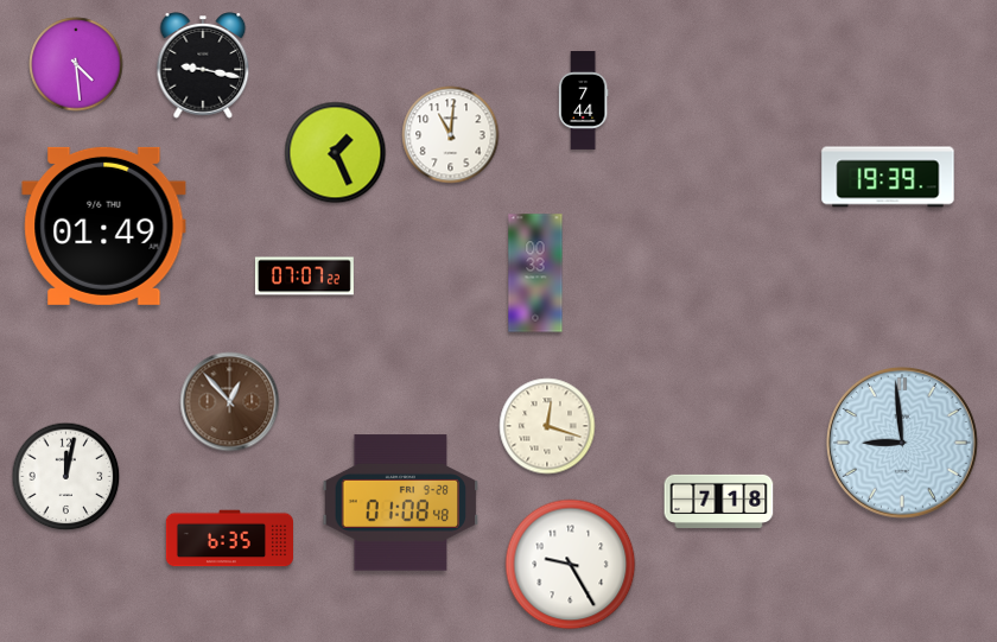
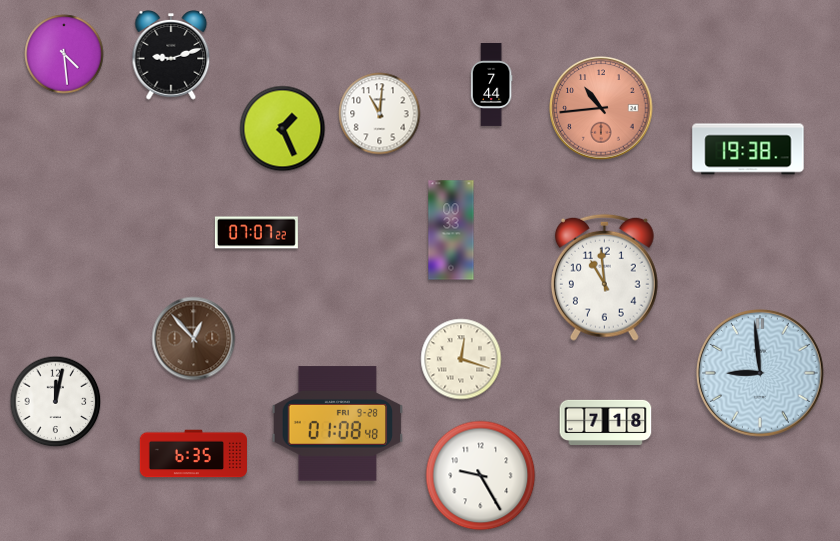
clock at (203, 65): 9:17 -> 9:12
clock at (601, 108): none -> 10:44
clock at (888, 177): 19:39 -> 19:38
clock at (104, 225): 01:49 -> none
clock at (604, 277): none -> 10:59
